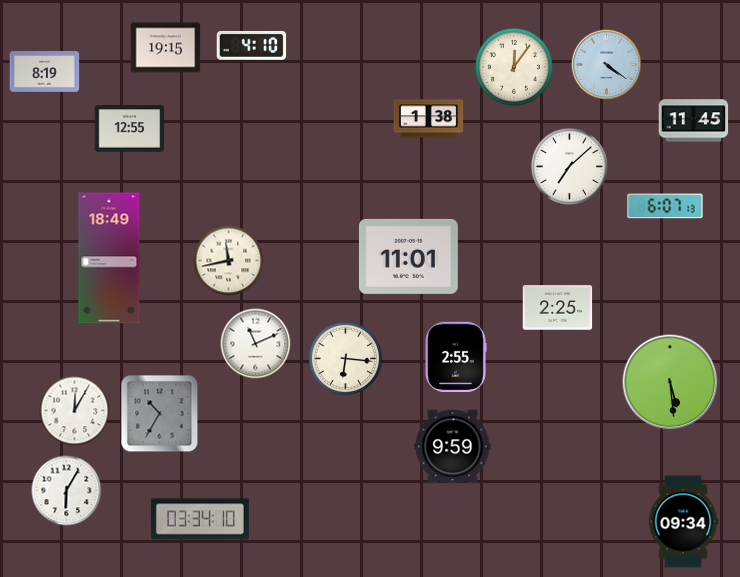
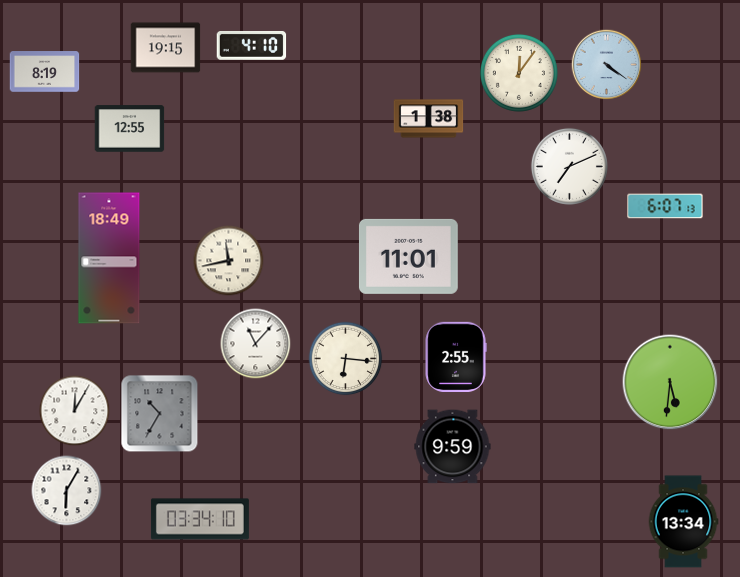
clock at (514, 67) position: (514, 67) -> (519, 73)
clock at (694, 121): 11:45 -> none
clock at (569, 166): 7:08 -> 7:11
clock at (558, 308): 2:25 -> none
clock at (256, 344): 11:11 -> 11:07
clock at (670, 382): 5:29 -> 5:31
clock at (683, 522): 09:34 -> 13:34
